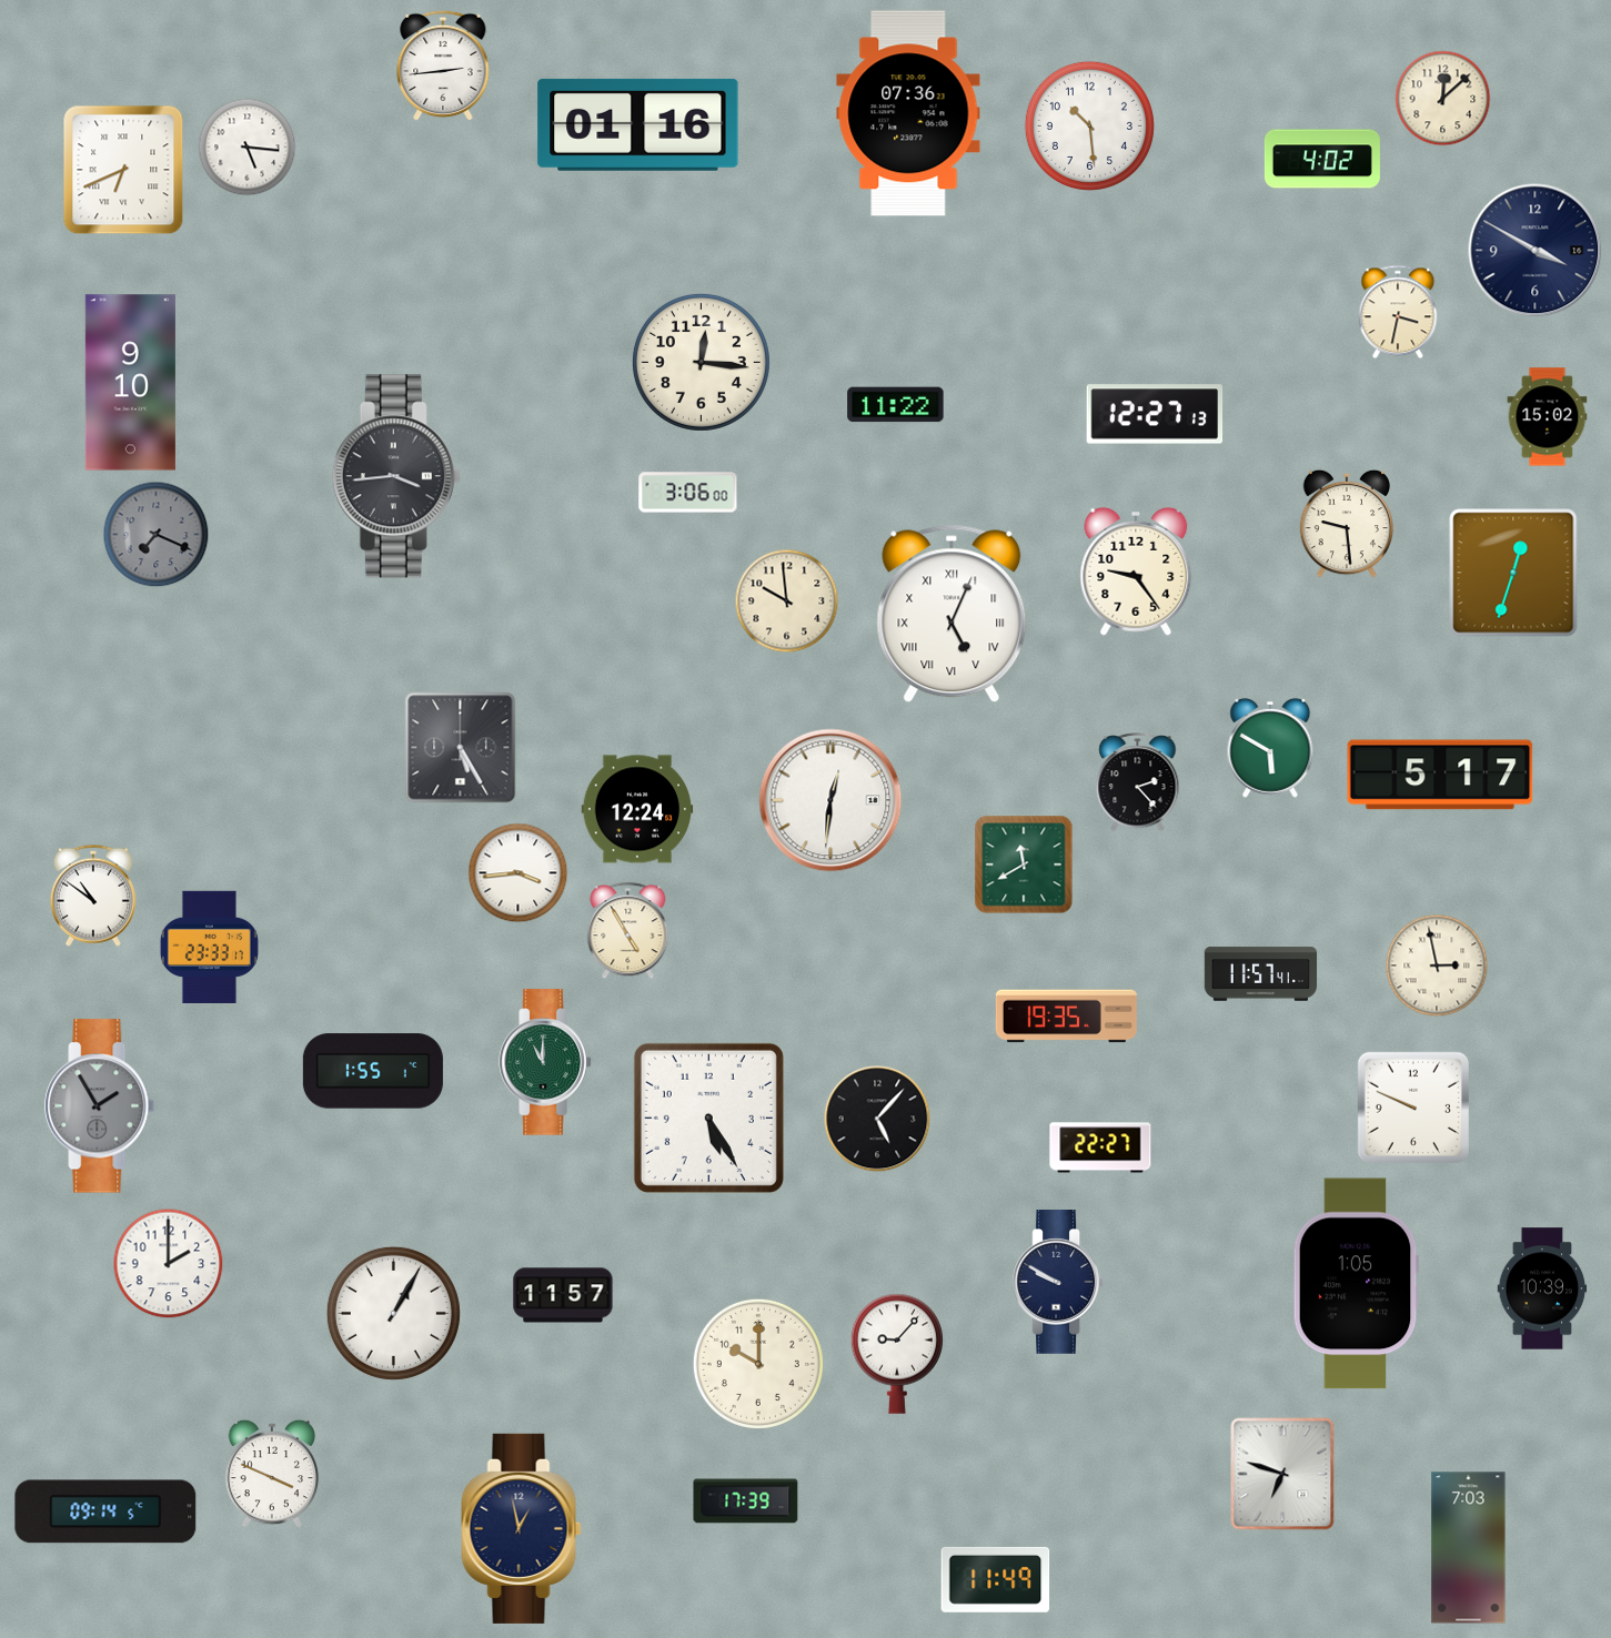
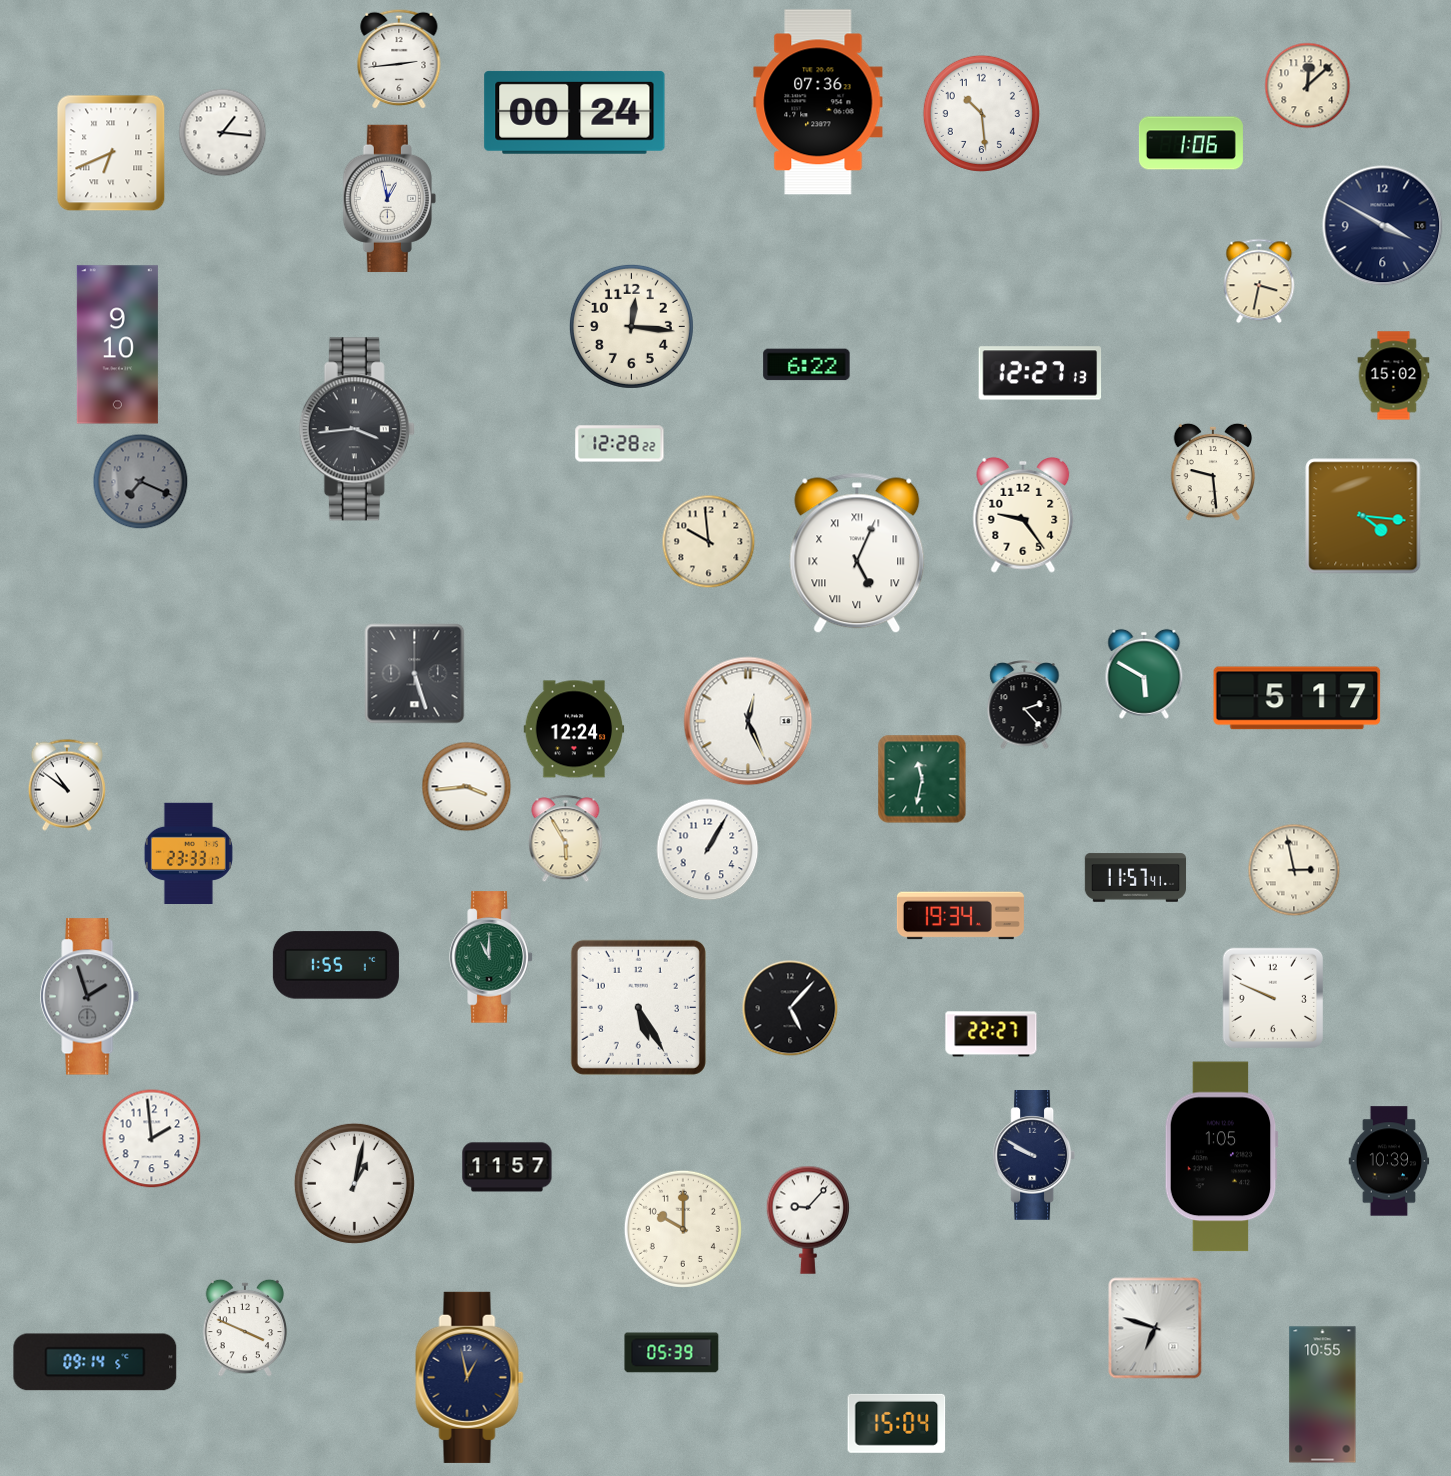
clock at (1443, 99) position: (1443, 99) -> (1308, 86)
clock at (638, 124): 01:16 -> 00:24
clock at (248, 148): 5:16 -> 1:16
clock at (1322, 159): 4:02 -> 1:06
clock at (389, 198): none -> 12:58
clock at (896, 405): 11:22 -> 6:22
clock at (688, 493): 3:06 -> 12:28
clock at (1513, 573): 12:33 -> 4:16
clock at (461, 748): 5:25 -> 5:27
clock at (830, 800): 12:31 -> 12:26
clock at (1024, 865): 11:40 -> 11:32
clock at (93, 896) position: (93, 896) -> (67, 785)
clock at (628, 931): 4:55 -> 5:55
clock at (708, 850): none -> 1:05
clock at (1066, 1017): 19:35 -> 19:34
clock at (100, 1106): 1:55 -> 1:57
clock at (169, 1264): 2:00 -> 1:59
clock at (1057, 1283) position: (1057, 1283) -> (1033, 1156)
clock at (393, 1313): 1:05 -> 1:02
clock at (746, 1502): 17:39 -> 05:39
clock at (1469, 1548): 7:03 -> 10:55
clock at (996, 1579): 11:49 -> 15:04
